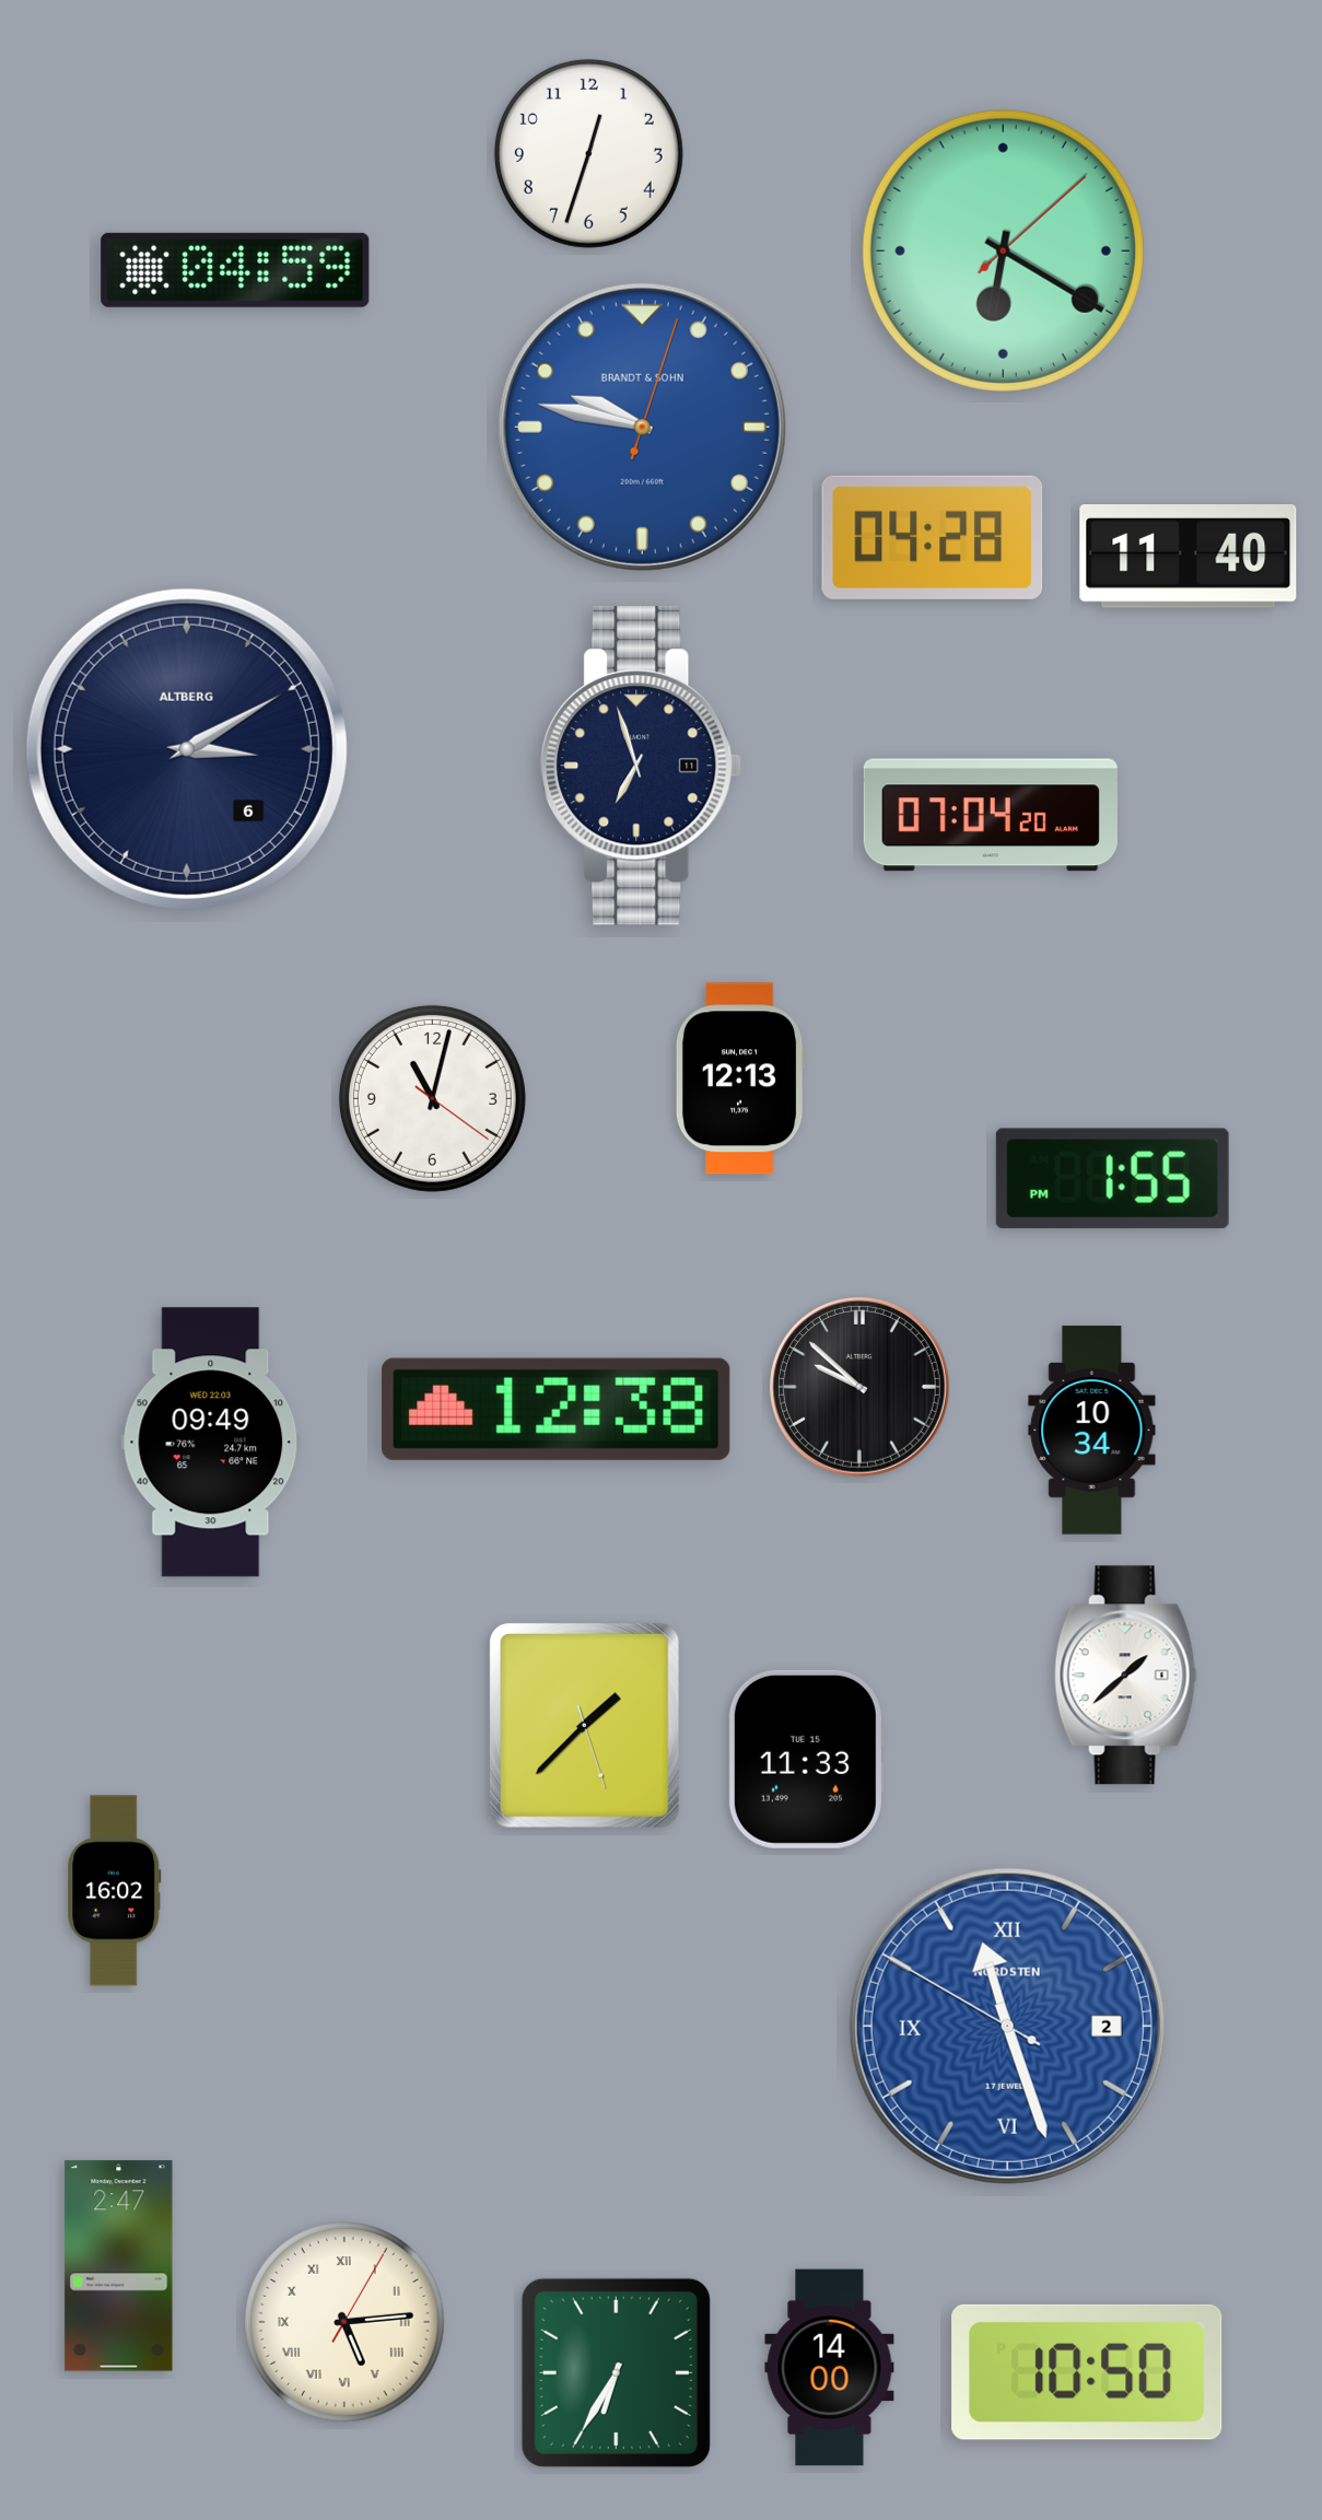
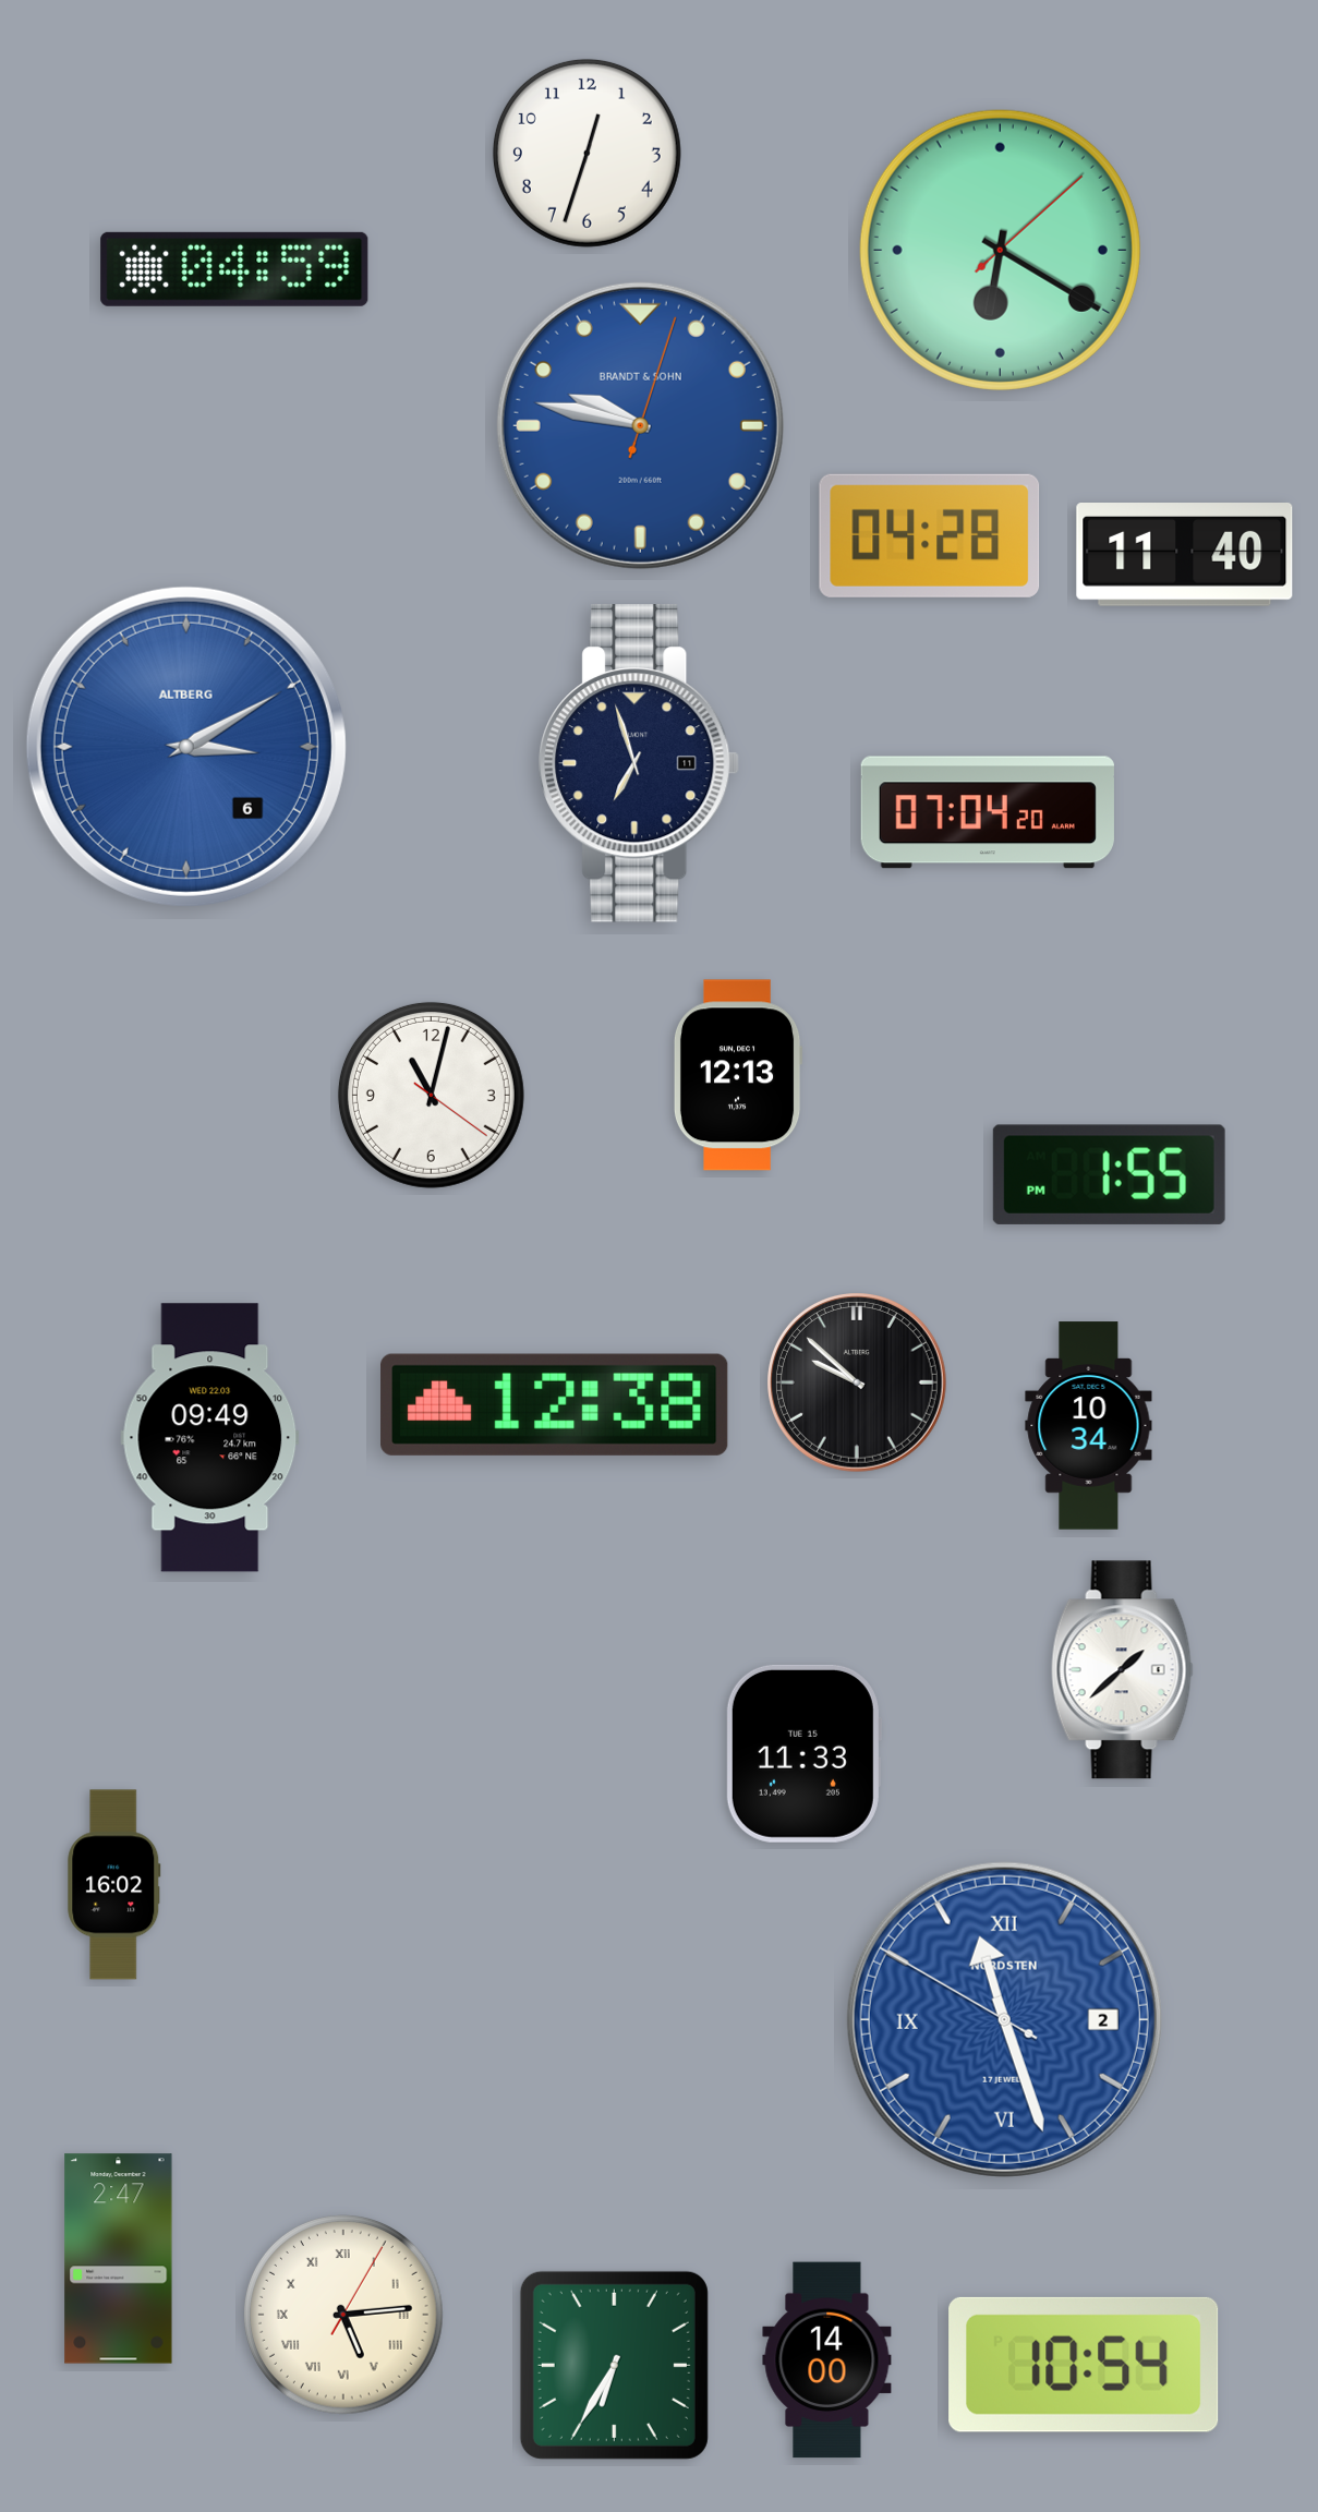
clock at (187, 749) dial: navy -> blue
clock at (584, 1725): 1:37 -> none
clock at (1087, 2372): 10:50 -> 10:54
